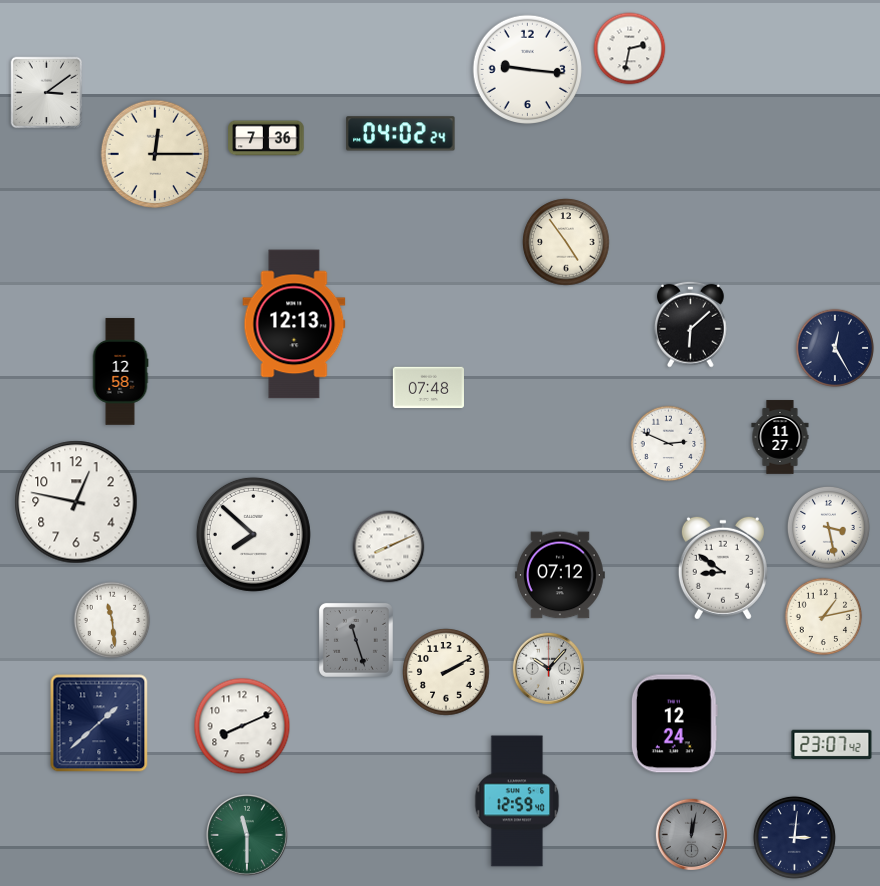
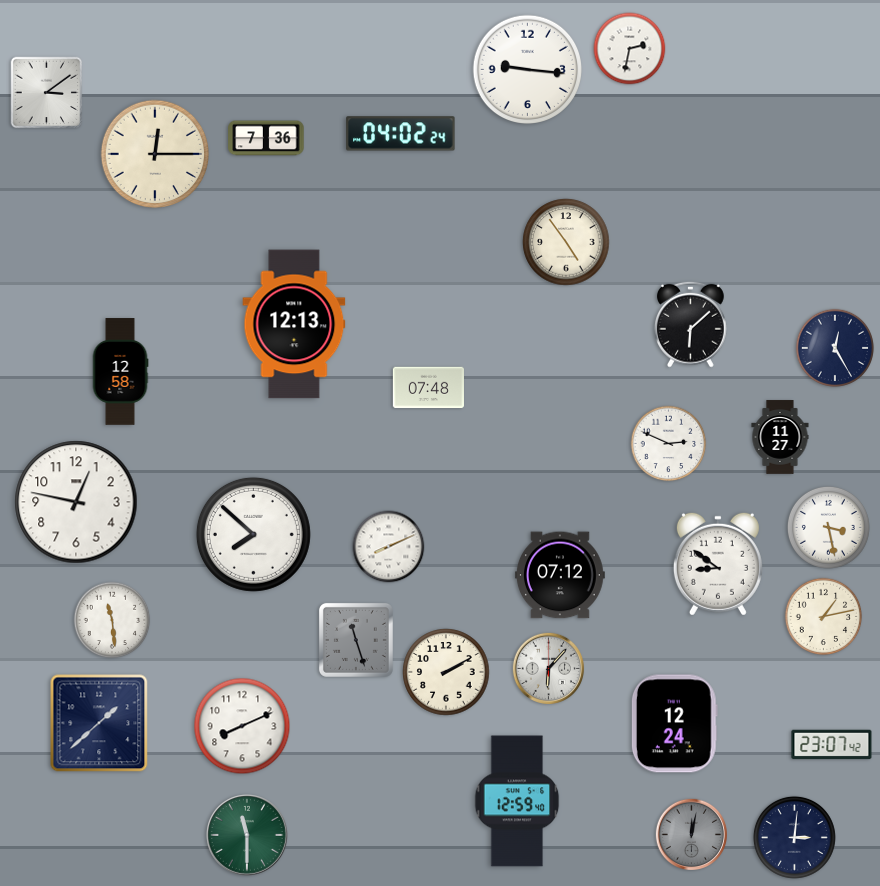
clock at (723, 568) position: (723, 568) -> (718, 564)
clock at (548, 668): 10:07 -> 6:07
